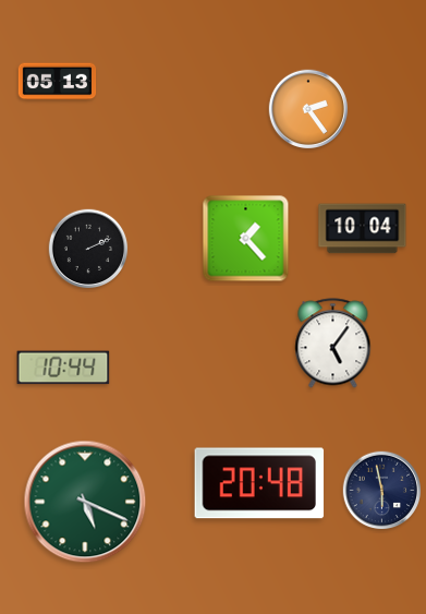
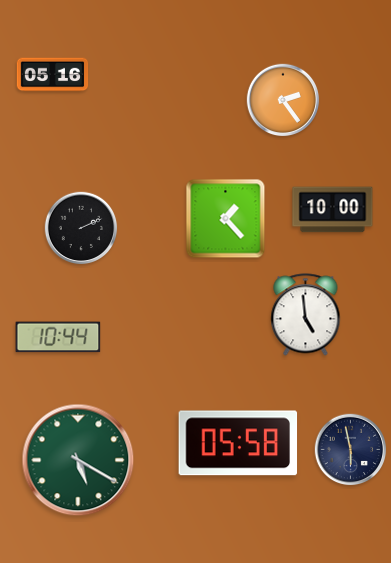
clock at (58, 82): 05:13 -> 05:16
clock at (363, 229): 10:04 -> 10:00
clock at (333, 344): 5:06 -> 4:59
clock at (259, 483): 20:48 -> 05:58
clock at (85, 502): 5:19 -> 5:20
